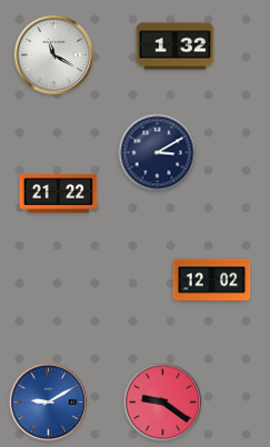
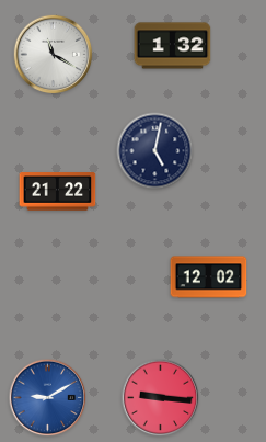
clock at (158, 153): 3:10 -> 5:02
clock at (163, 403): 9:21 -> 9:16
